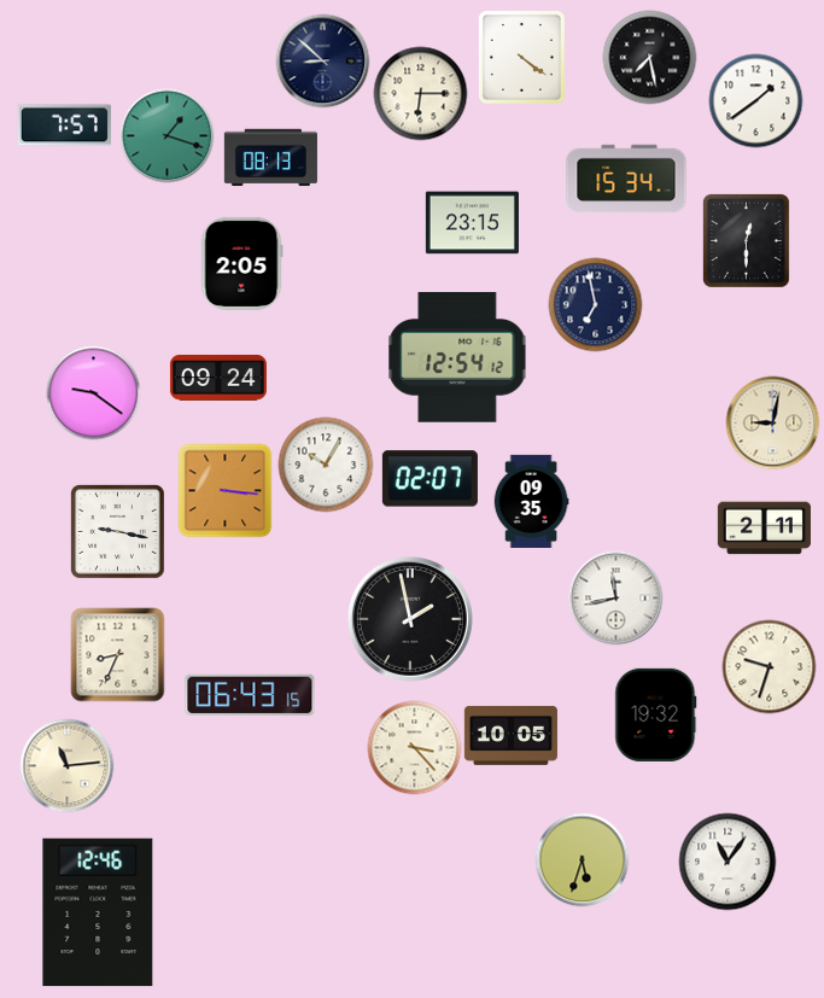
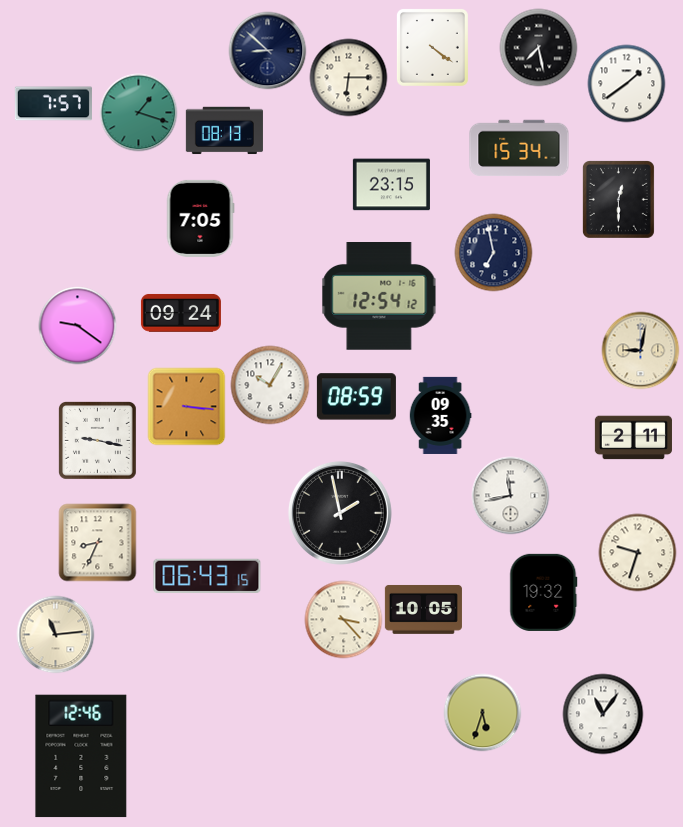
clock at (241, 263): 2:05 -> 7:05
clock at (429, 479): 02:07 -> 08:59
